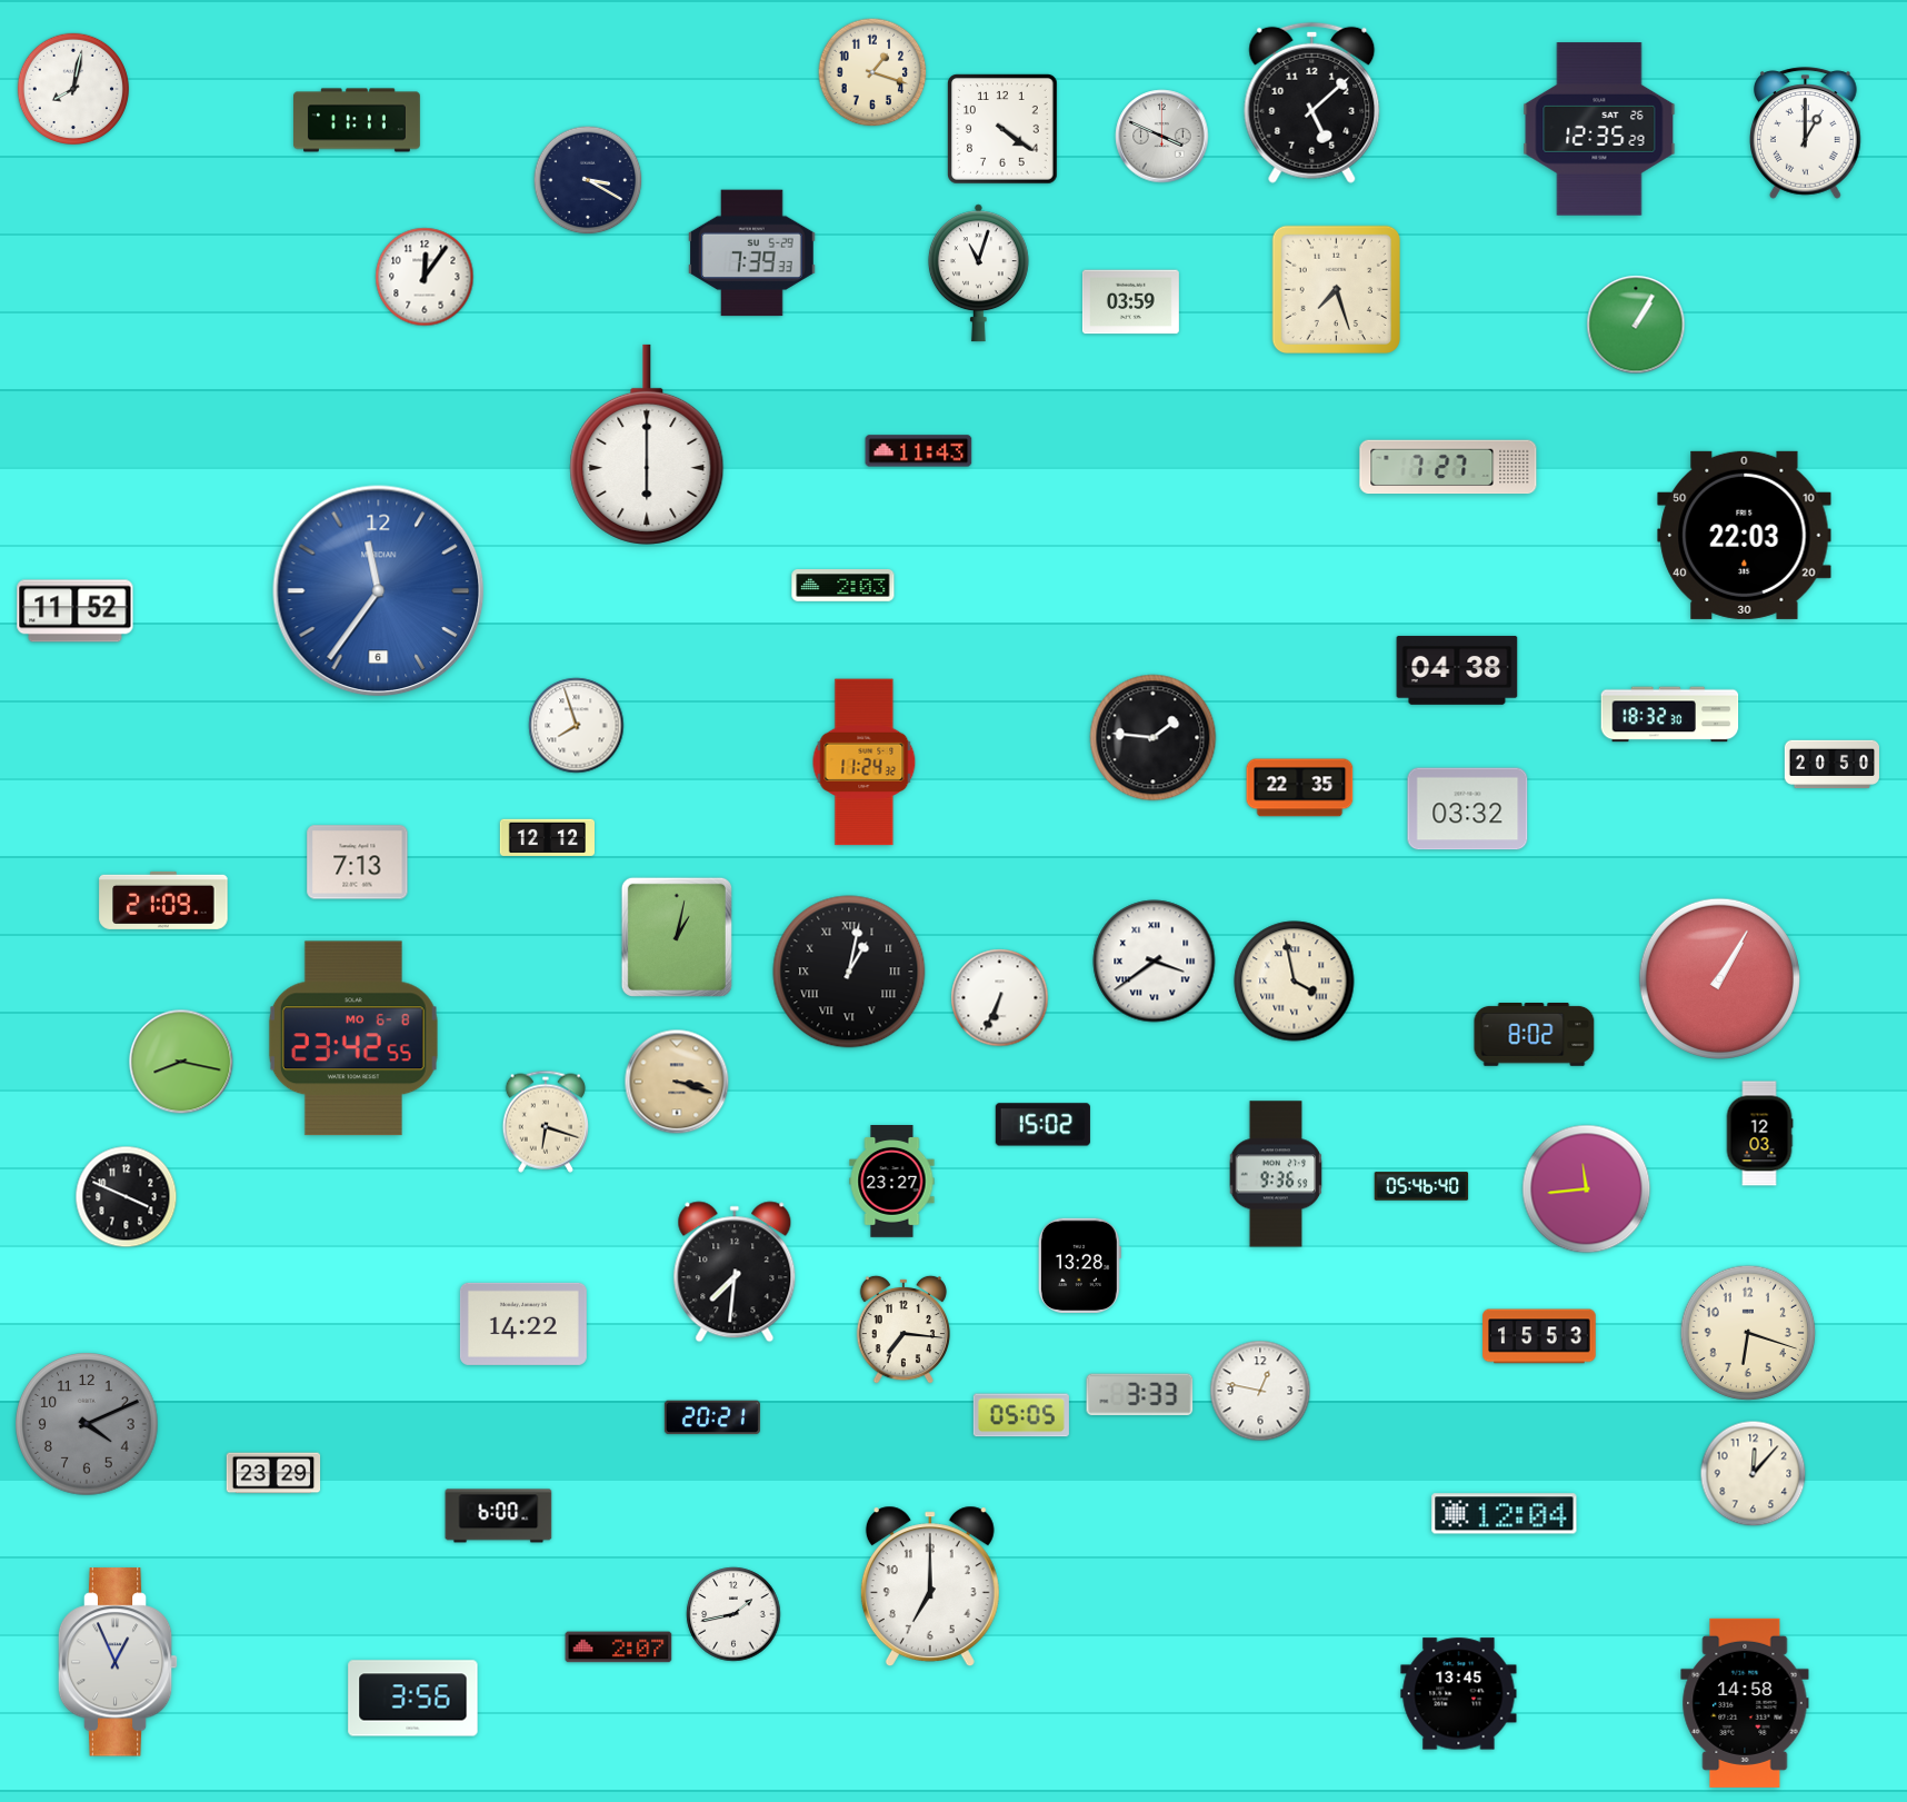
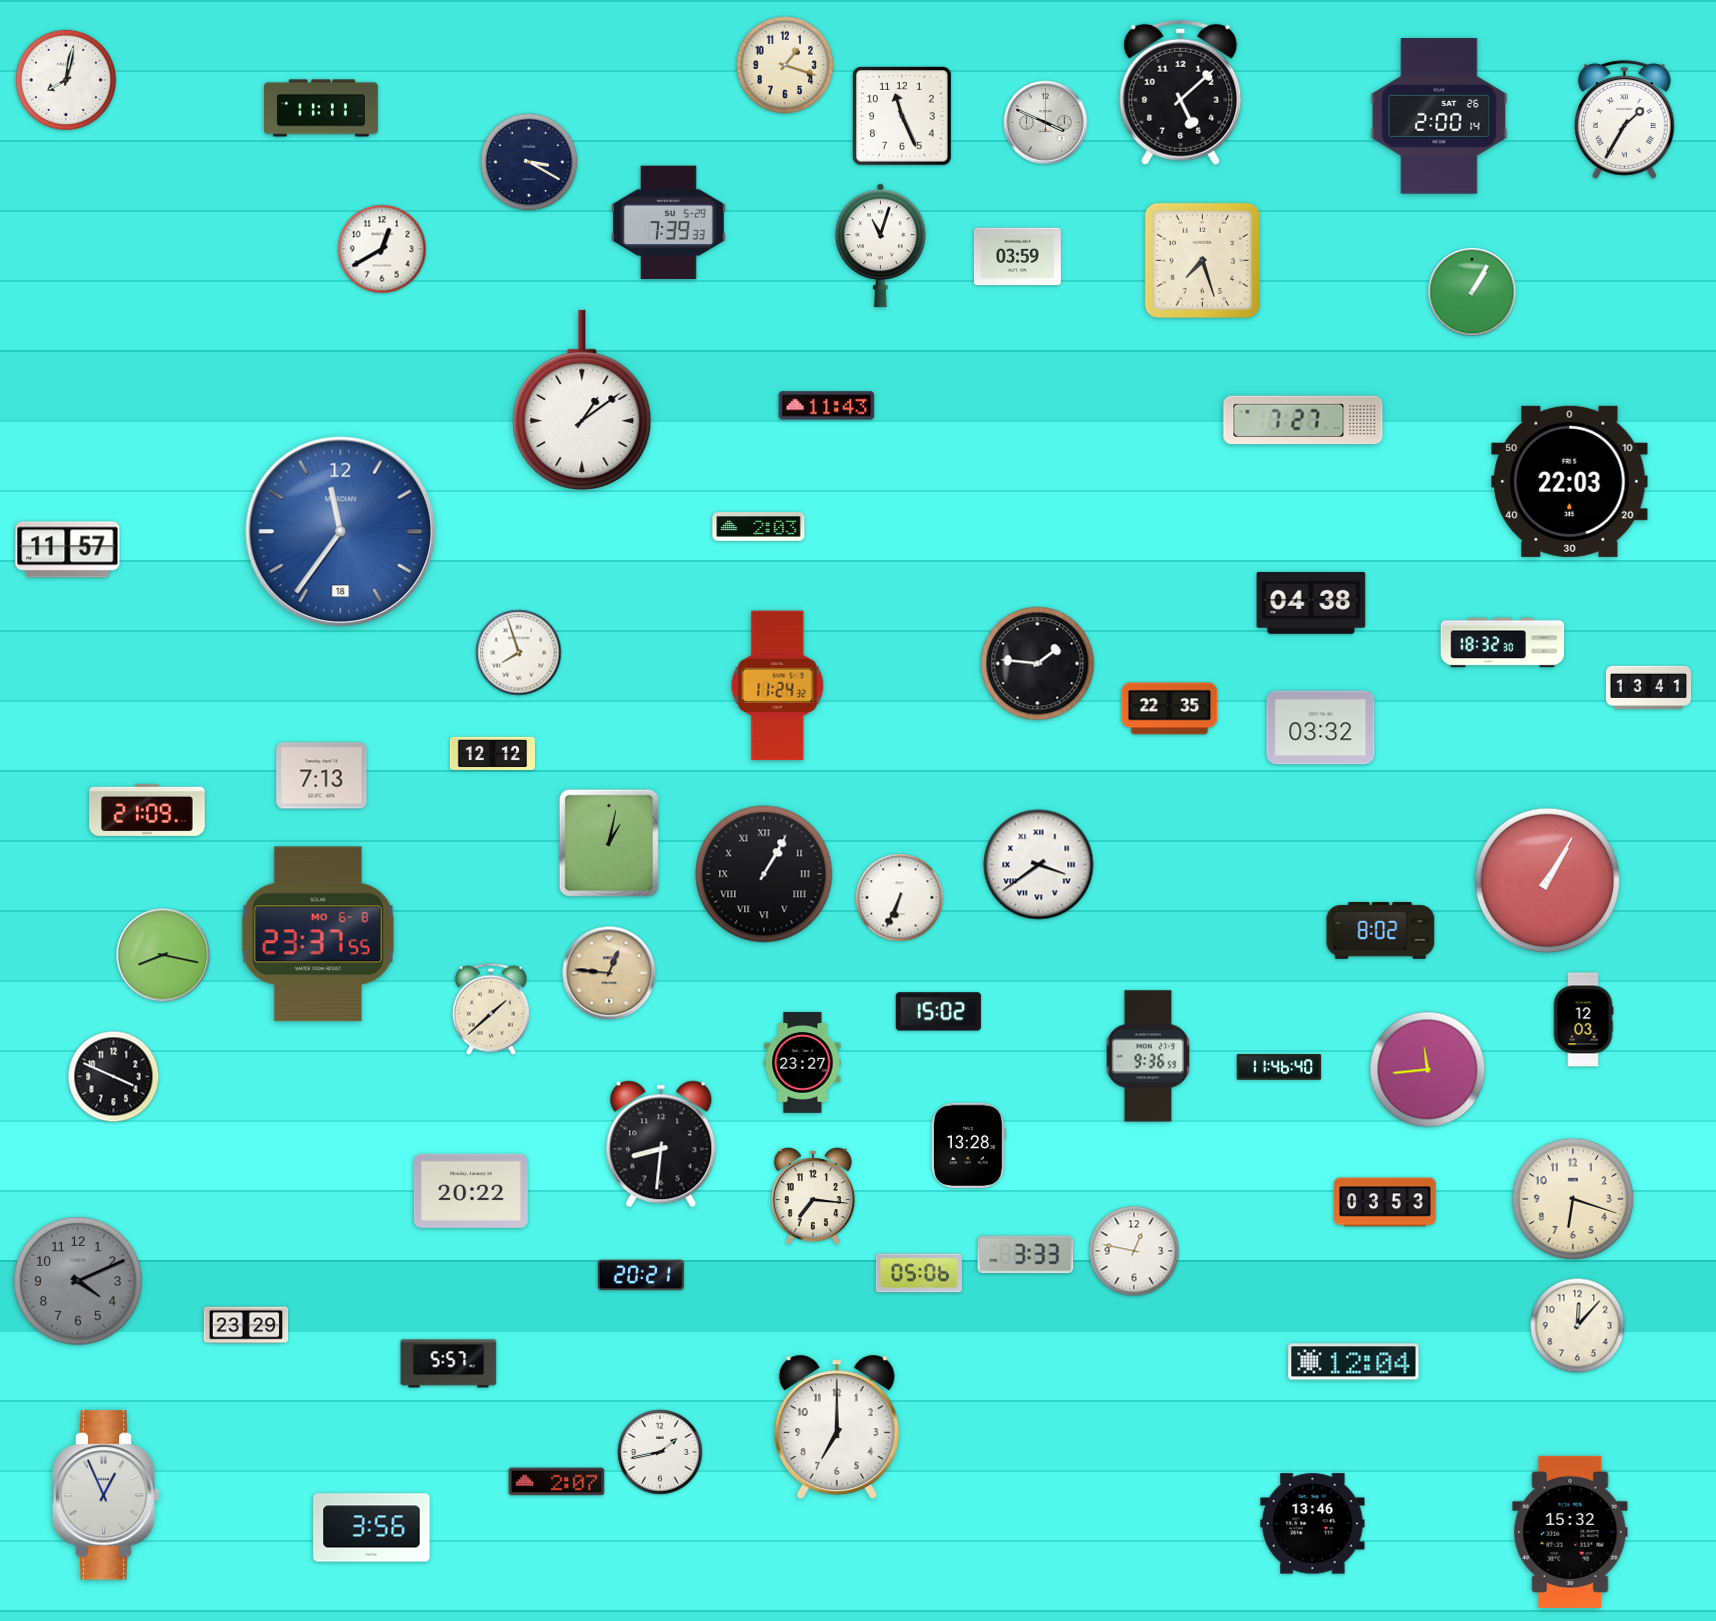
clock at (1599, 129): 12:35 -> 2:00
clock at (1004, 130): 4:21 -> 11:26
clock at (1806, 133): 1:00 -> 1:35
clock at (752, 253) position: (752, 253) -> (669, 223)
clock at (425, 277): 12:06 -> 12:40
clock at (1130, 302) position: (1130, 302) -> (1017, 257)
clock at (647, 445): 6:00 -> 1:09
clock at (379, 591) date: 6 -> 18
clock at (76, 611): 11:52 -> 11:57
clock at (1831, 765): 20:50 -> 13:41
clock at (849, 972): 1:02 -> 1:05
clock at (1295, 982): 3:58 -> none
clock at (353, 1038): 23:42 -> 23:37
clock at (677, 1082): 3:18 -> 12:46
clock at (546, 1122): 6:18 -> 1:38
clock at (1421, 1186): 05:46 -> 11:46
clock at (1079, 1265) position: (1079, 1265) -> (968, 1145)
clock at (735, 1272): 7:31 -> 8:31
clock at (523, 1324): 14:22 -> 20:22
clock at (1539, 1336): 15:53 -> 03:53
clock at (1021, 1415): 05:05 -> 05:06
clock at (499, 1516): 6:00 -> 5:57
clock at (1459, 1694): 13:45 -> 13:46
clock at (1745, 1703): 14:58 -> 15:32
